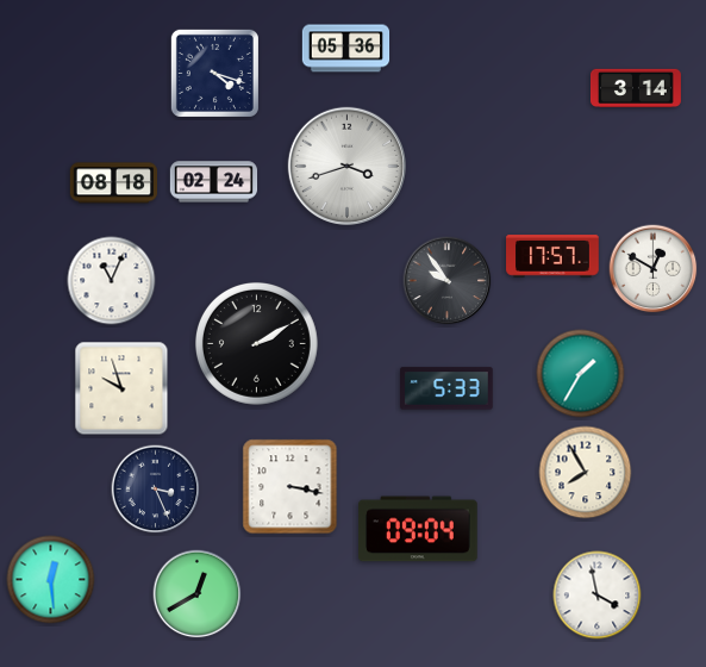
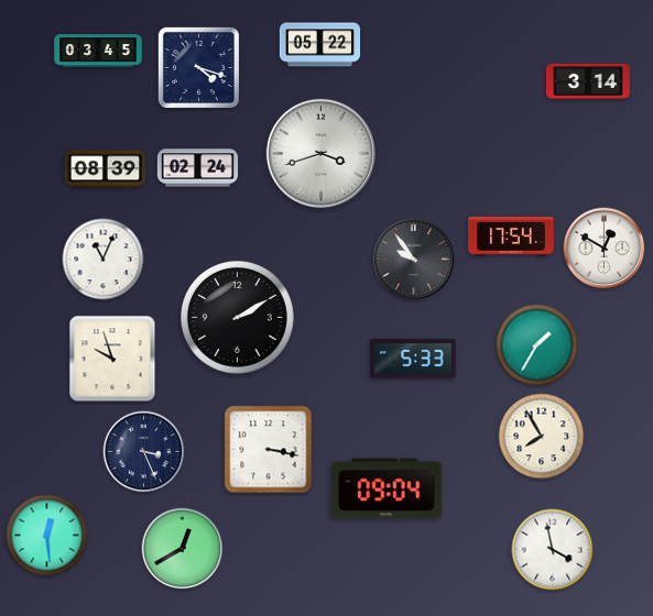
clock at (346, 49): 05:36 -> 05:22
clock at (98, 52): none -> 03:45
clock at (113, 183): 08:18 -> 08:39
clock at (552, 256): 17:57 -> 17:54
